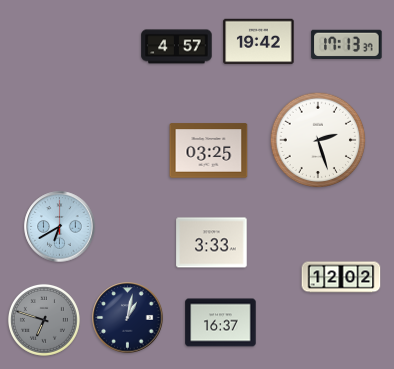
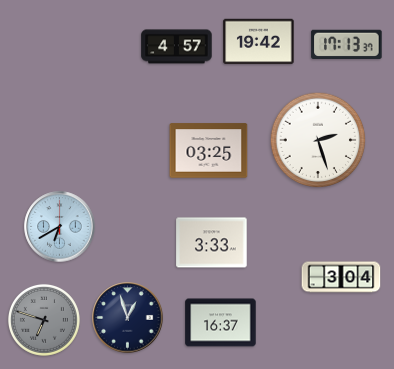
clock at (341, 277): 12:02 -> 3:04
clock at (128, 318): 1:02 -> 12:57
